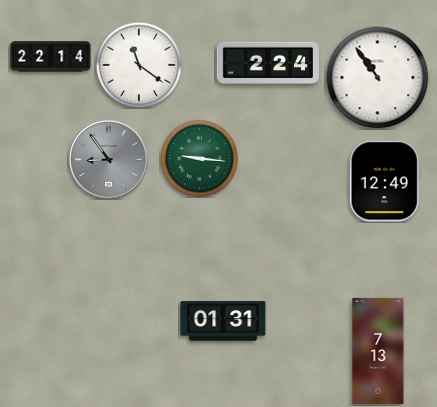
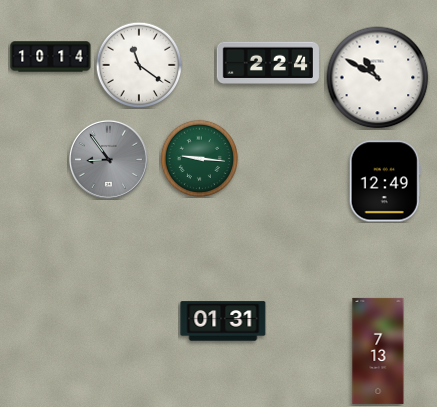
clock at (51, 57): 22:14 -> 10:14
clock at (378, 78): 10:54 -> 10:50
